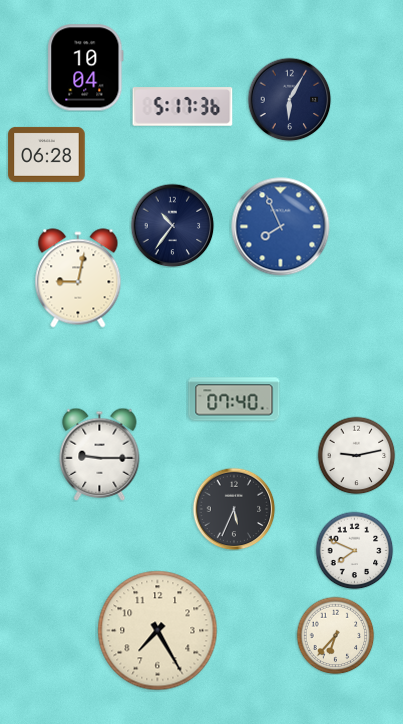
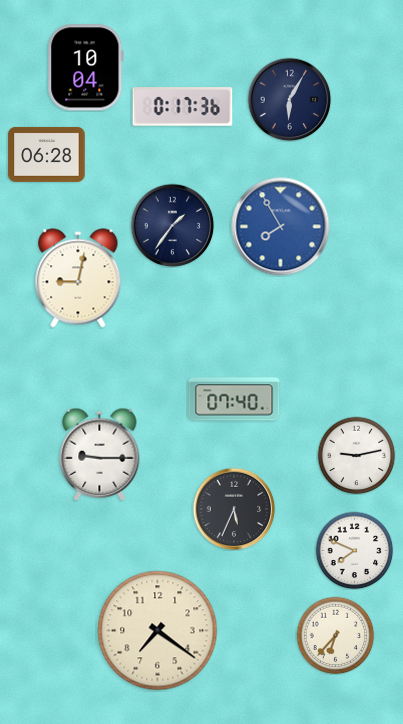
clock at (183, 107): 5:17 -> 0:17
clock at (172, 225): 10:36 -> 1:36
clock at (281, 227): 7:56 -> 7:55
clock at (158, 631): 7:25 -> 7:21
